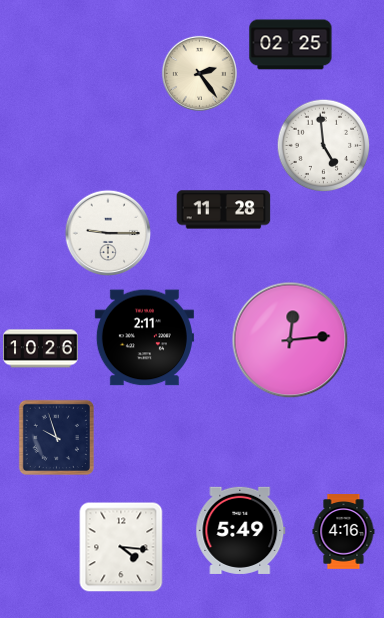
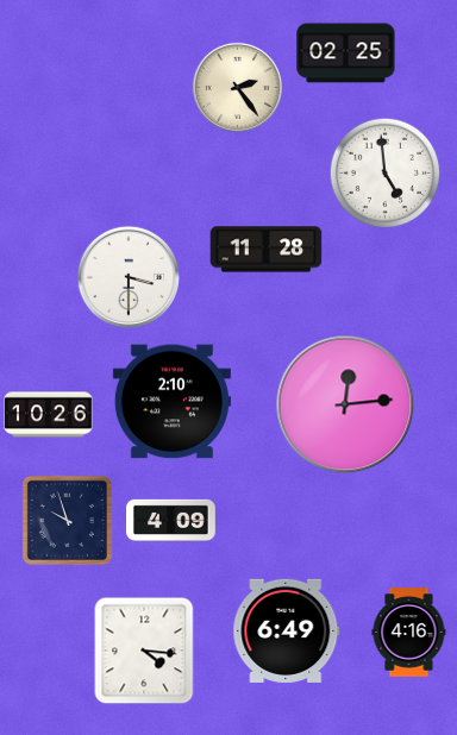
clock at (108, 233): 9:15 -> 3:30
clock at (144, 338): 2:11 -> 2:10
clock at (171, 520): none -> 4:09
clock at (241, 530): 5:49 -> 6:49
